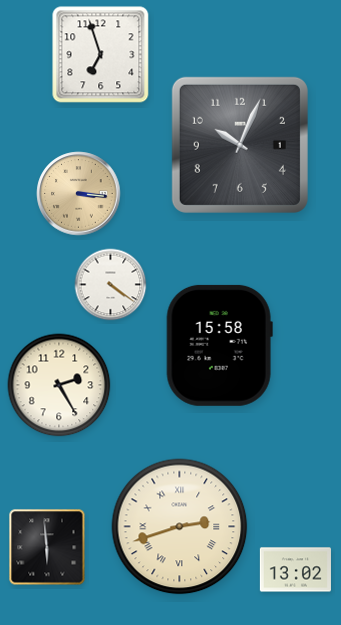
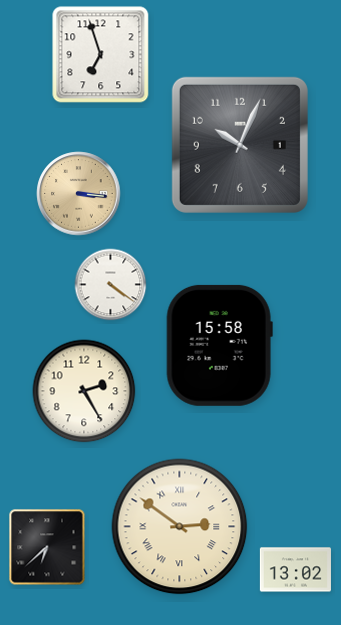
clock at (59, 385) position: (59, 385) -> (84, 391)
clock at (180, 527): 2:42 -> 2:51
clock at (47, 547): 5:59 -> 6:38
